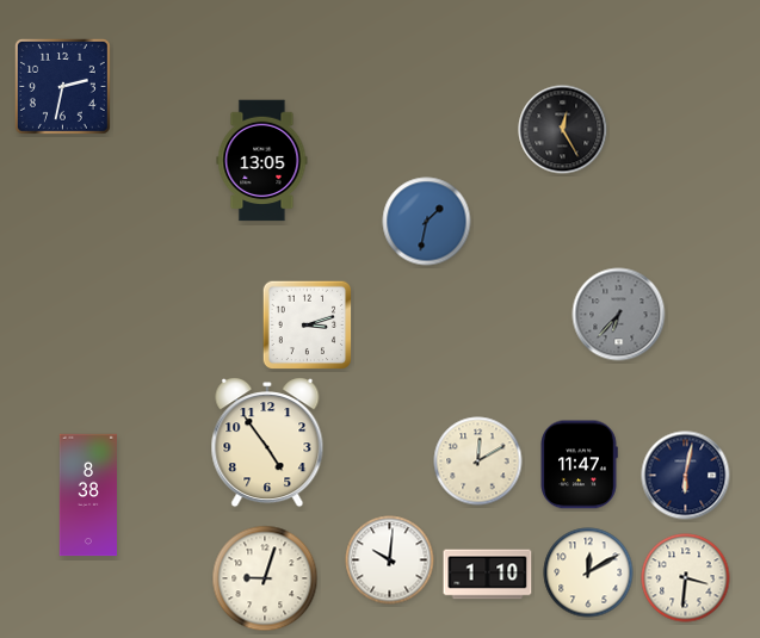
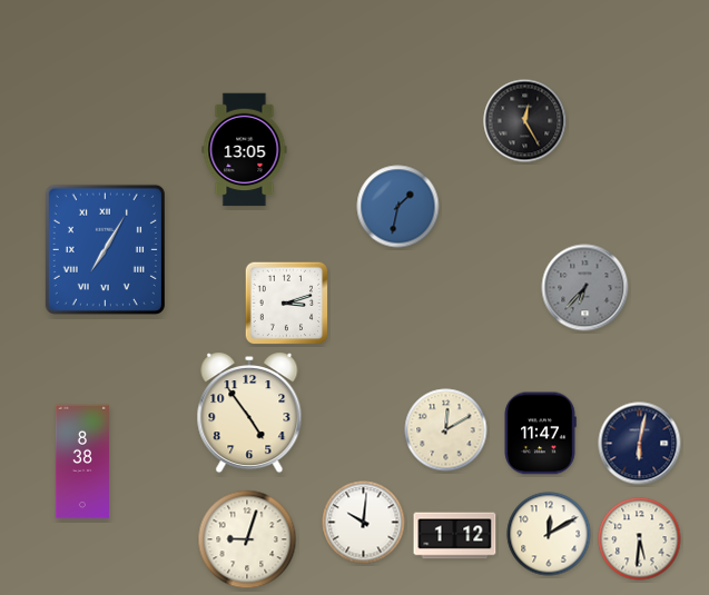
clock at (62, 86): 2:32 -> none
clock at (105, 249): none -> 7:05
clock at (619, 315) position: (619, 315) -> (585, 288)
clock at (488, 575): 1:10 -> 1:12
clock at (686, 578): 3:31 -> 5:31
